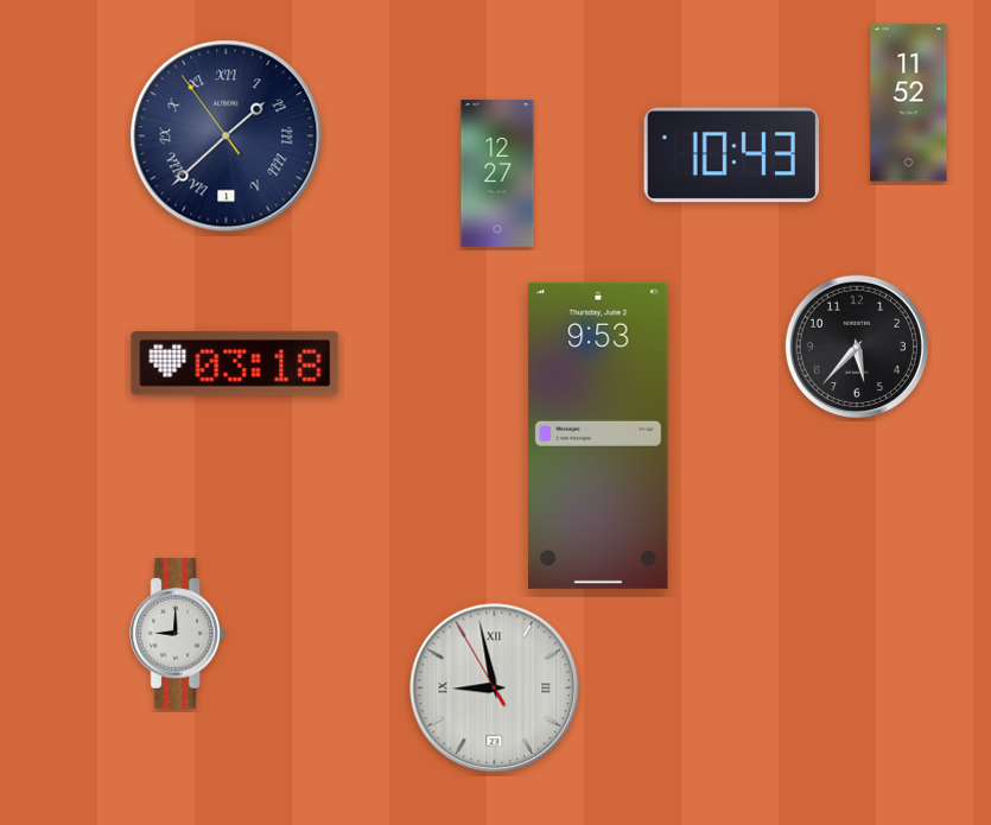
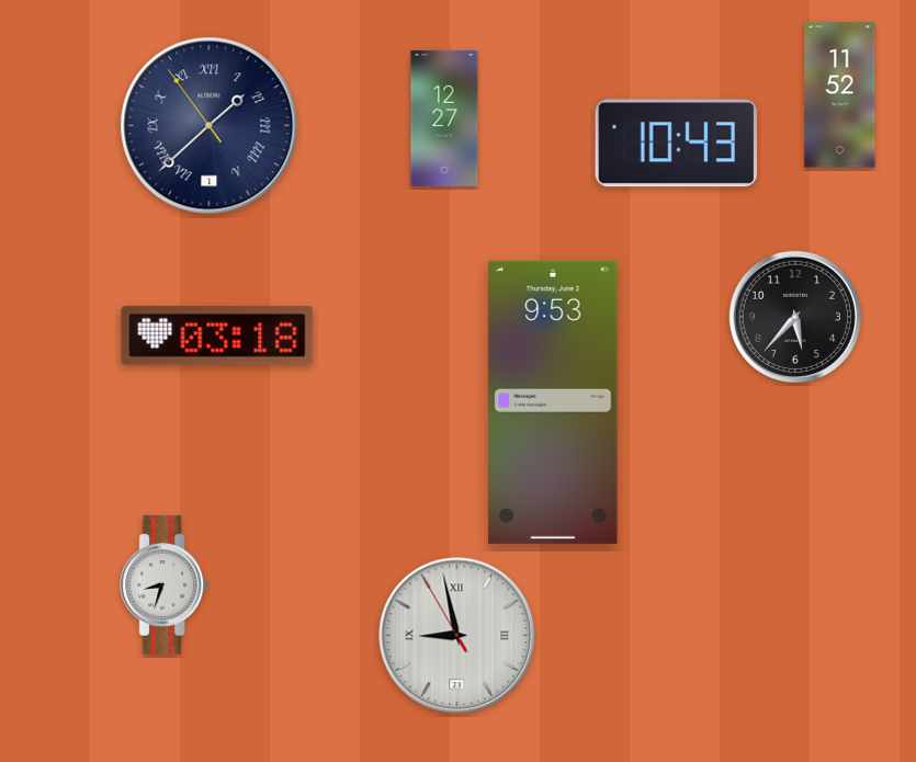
clock at (497, 173) position: (497, 173) -> (444, 118)
clock at (857, 347) position: (857, 347) -> (795, 317)
clock at (178, 634): 9:00 -> 8:33
